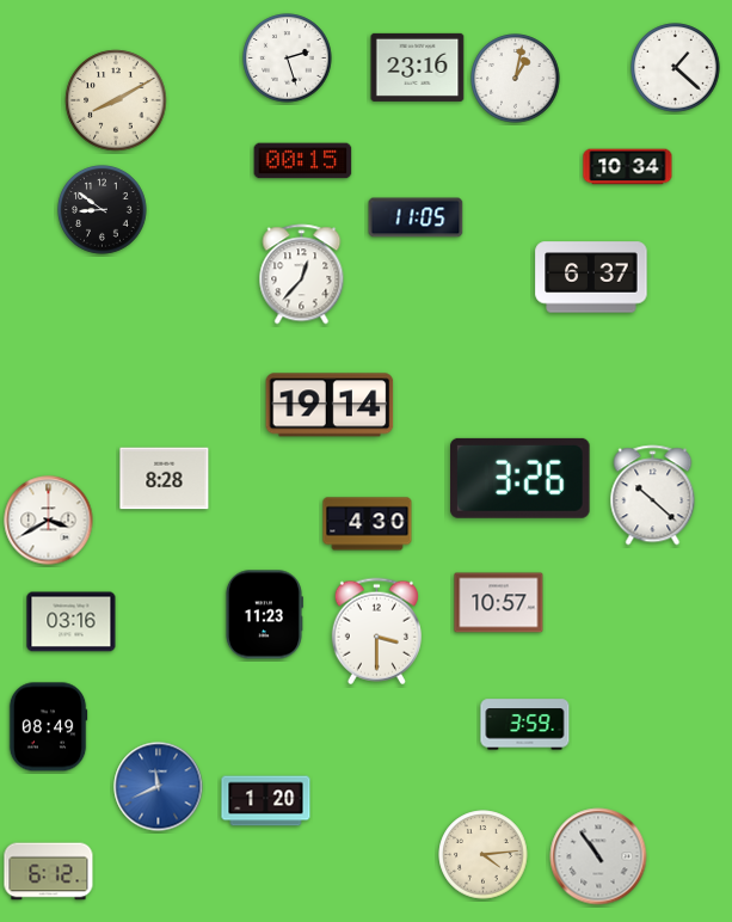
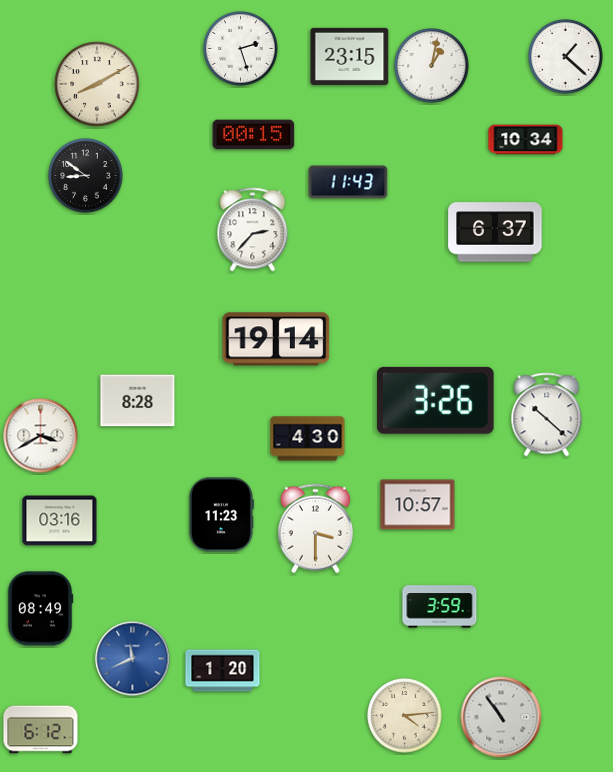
clock at (418, 67): 23:16 -> 23:15
clock at (416, 217): 11:05 -> 11:43
clock at (302, 275): 12:37 -> 2:37
